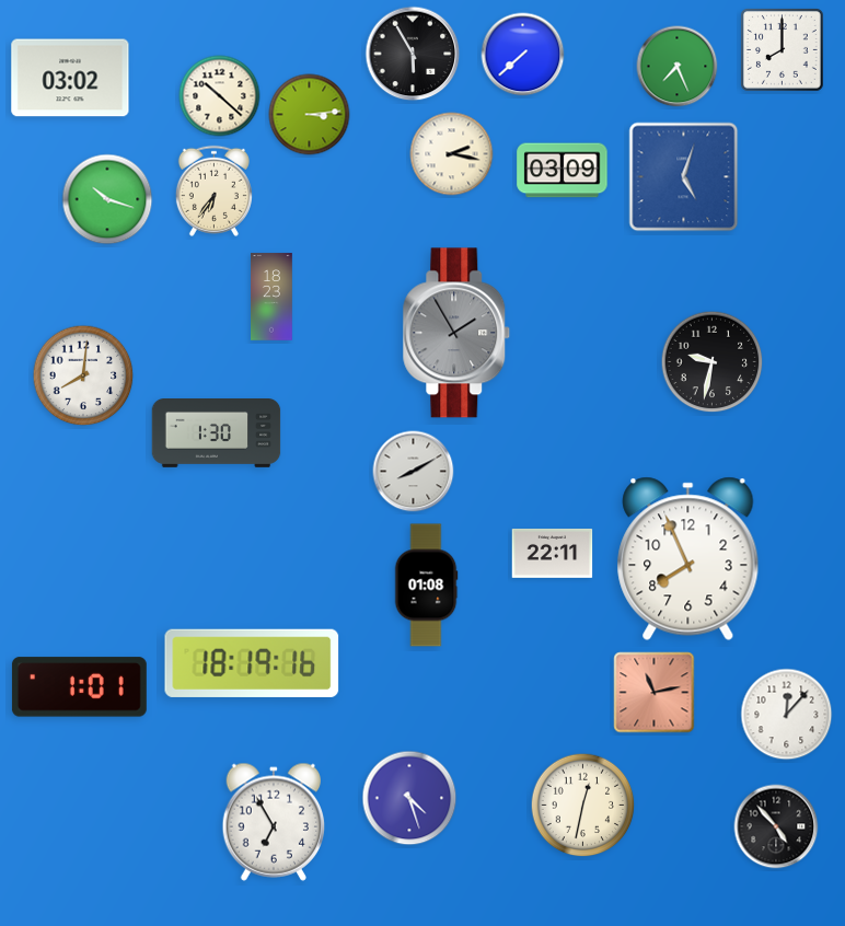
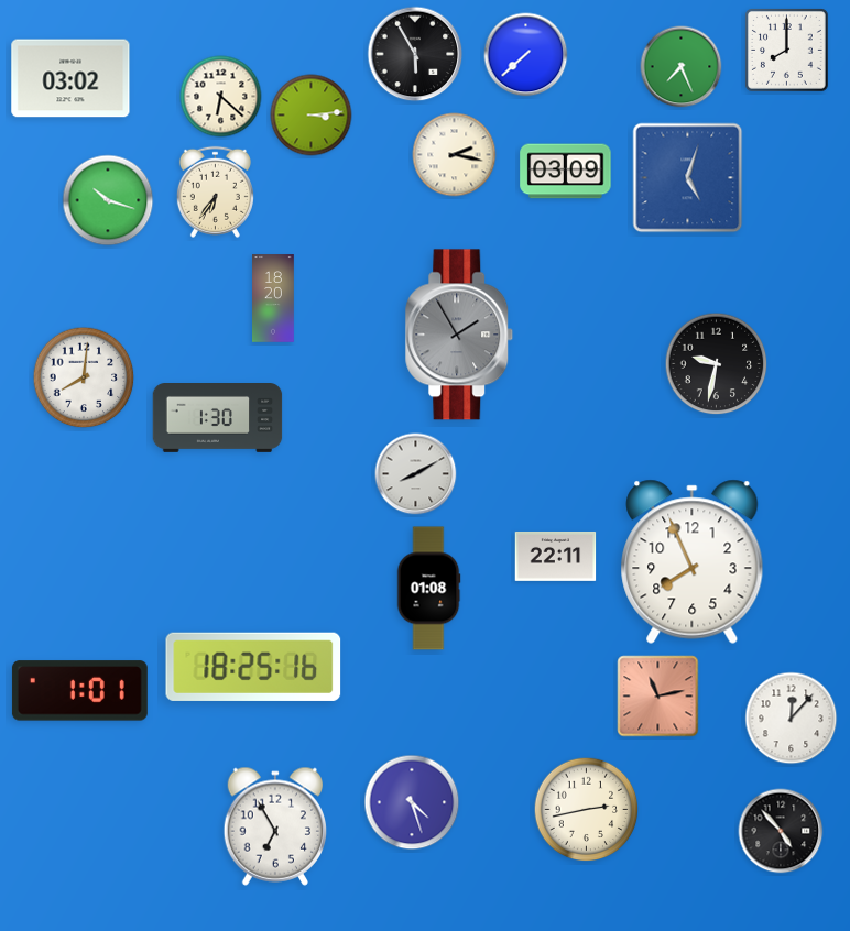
clock at (220, 96): 10:22 -> 6:22
clock at (271, 297): 18:23 -> 18:20
clock at (217, 433) position: (217, 433) -> (218, 418)
clock at (252, 663): 18:19 -> 18:25
clock at (583, 806): 12:32 -> 2:43
